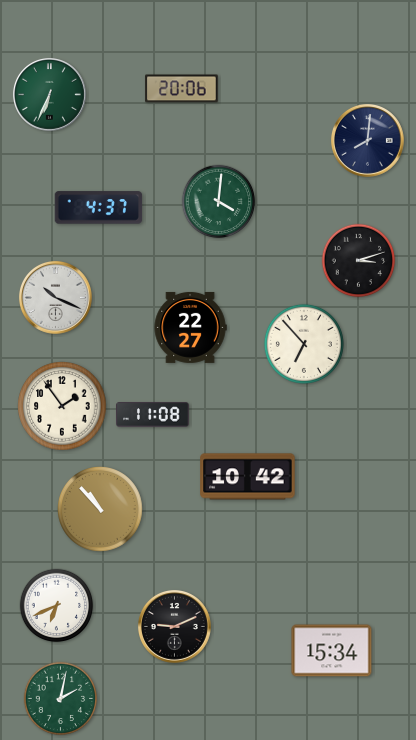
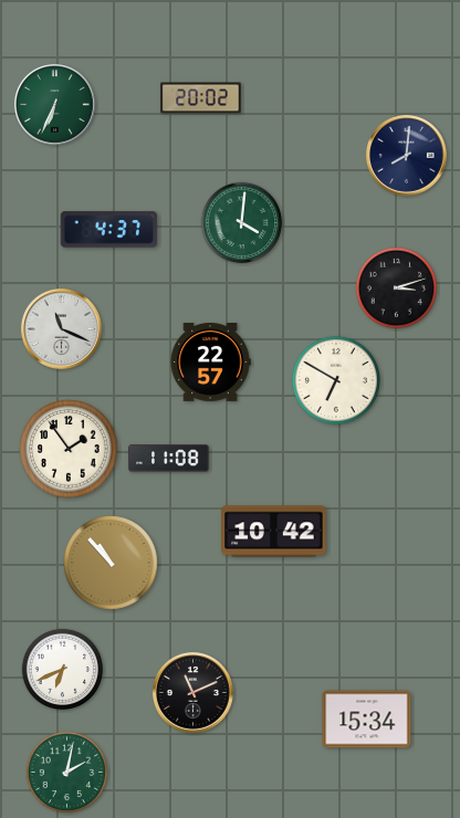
clock at (182, 89): 20:06 -> 20:02
clock at (55, 297): 10:19 -> 11:19
clock at (190, 327): 22:27 -> 22:57
clock at (304, 344): 6:53 -> 6:50
clock at (248, 477) position: (248, 477) -> (274, 532)
clock at (174, 626): 9:11 -> 11:11
